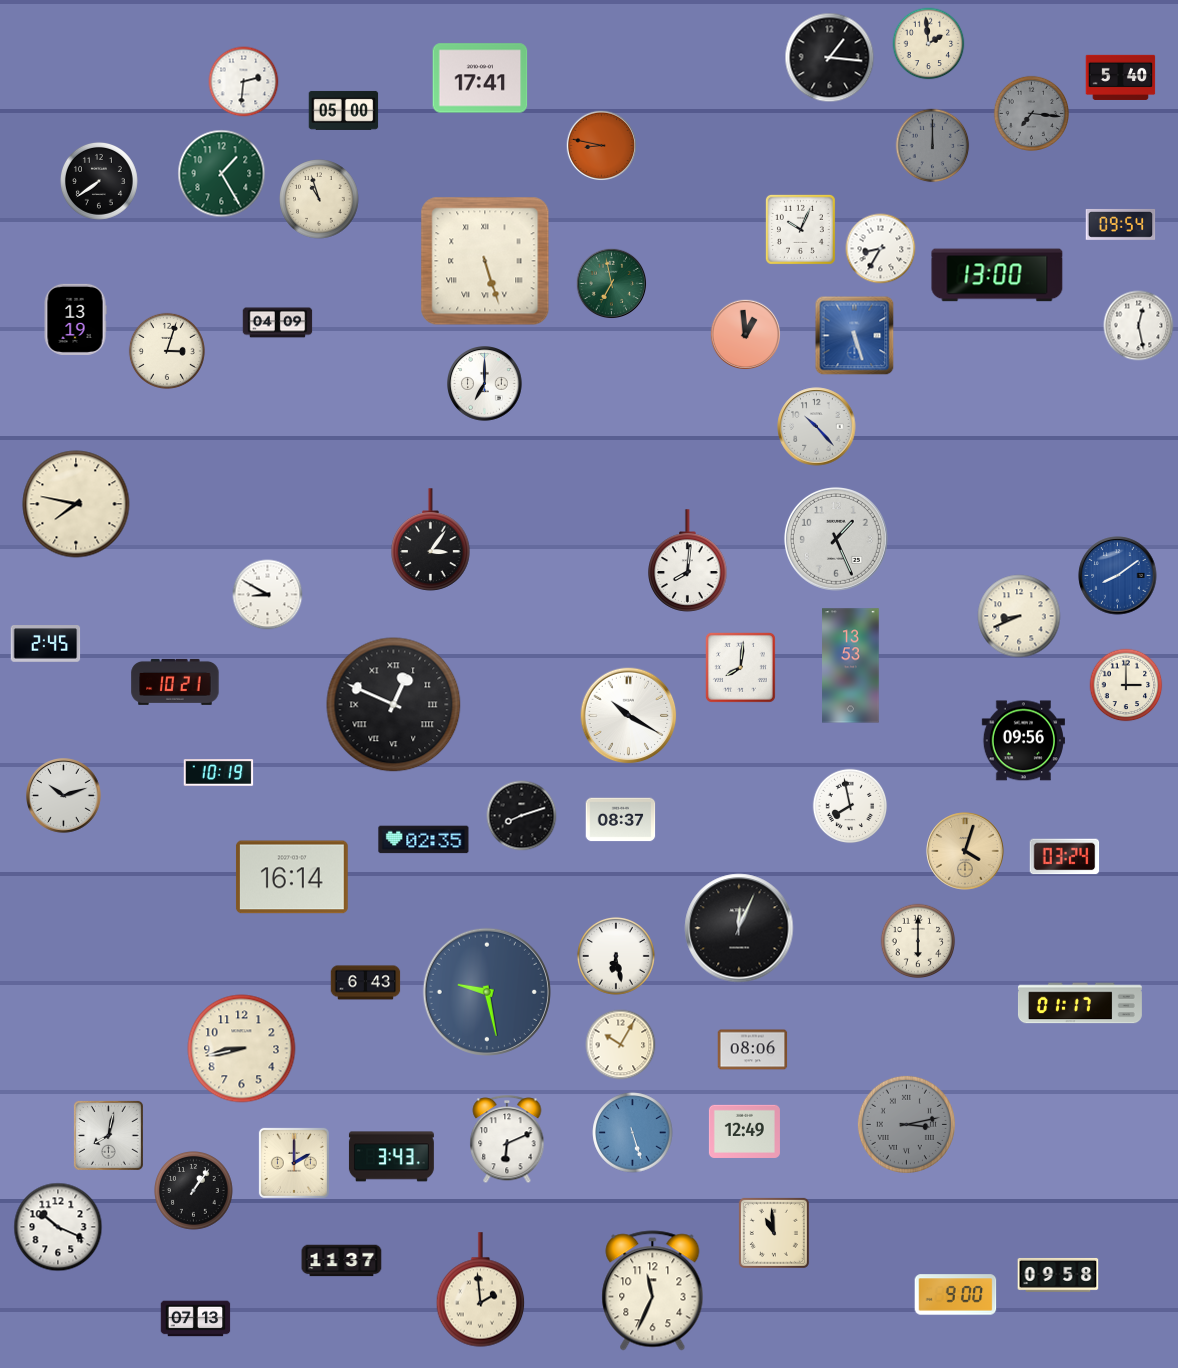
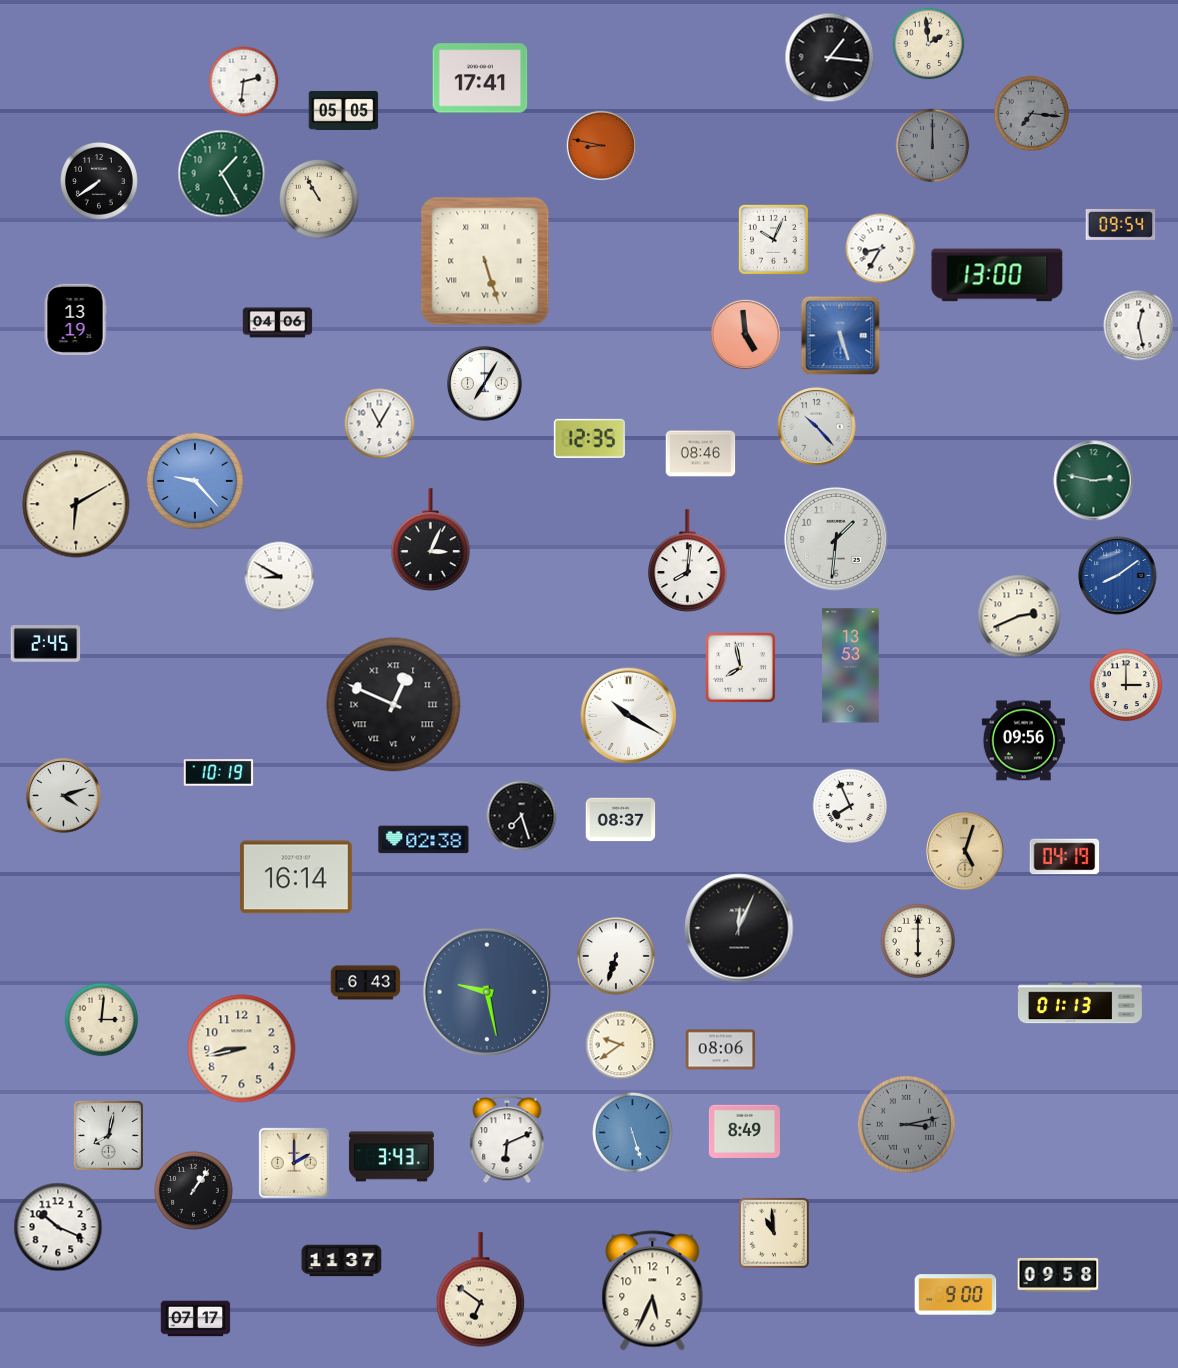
clock at (1121, 77): 5:40 -> none
clock at (344, 110): 05:00 -> 05:05
clock at (319, 199): 10:57 -> 10:55
clock at (800, 229) position: (800, 229) -> (773, 239)
clock at (612, 284): 6:58 -> none
clock at (278, 323): 04:09 -> 04:06
clock at (746, 335): 12:59 -> 4:59
clock at (855, 336) position: (855, 336) -> (841, 336)
clock at (167, 351): 3:03 -> none
clock at (485, 384): 7:00 -> 7:05
clock at (380, 424): none -> 11:05
clock at (589, 438): none -> 12:35
clock at (701, 454): none -> 08:46
clock at (195, 481): none -> 9:23
clock at (1094, 481): none -> 2:47
clock at (76, 504): 7:47 -> 6:10
clock at (836, 539): 1:26 -> 1:31
clock at (431, 540): 3:06 -> 3:04
clock at (268, 595) position: (268, 595) -> (280, 577)
clock at (1019, 616): 8:41 -> 2:41
clock at (740, 667): 8:01 -> 7:58
clock at (175, 682): 10:21 -> none
clock at (64, 796): 10:12 -> 4:12
clock at (850, 806): 7:58 -> 7:56
clock at (522, 816): 8:12 -> 7:27
clock at (424, 840): 02:35 -> 02:38
clock at (965, 851): 4:03 -> 5:03
clock at (1065, 857): 03:24 -> 04:19
clock at (292, 877) position: (292, 877) -> (296, 877)
clock at (616, 956): 6:28 -> 6:33
clock at (1080, 1003): 01:17 -> 01:13
clock at (102, 1020): none -> 3:01
clock at (621, 1045): 10:05 -> 9:39
clock at (753, 1050) position: (753, 1050) -> (721, 1050)
clock at (744, 1131): 12:49 -> 8:49
clock at (481, 1290): 1:59 -> 6:51
clock at (653, 1291): 11:34 -> 5:34
clock at (196, 1319): 07:13 -> 07:17
